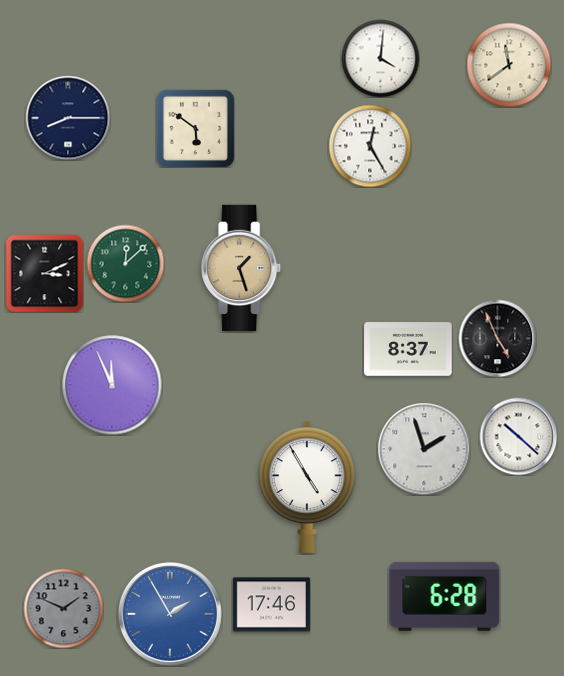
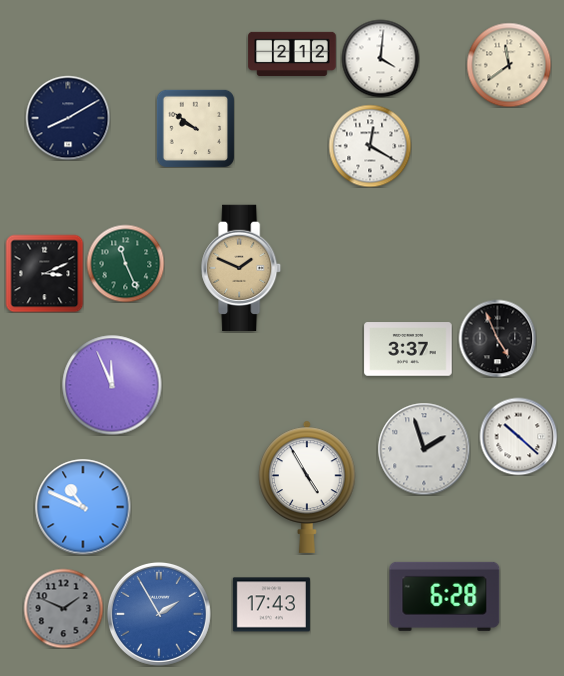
clock at (292, 53): none -> 2:12
clock at (68, 118): 8:15 -> 8:10
clock at (195, 128): 5:51 -> 9:51
clock at (370, 146): 12:25 -> 12:20
clock at (125, 263): 12:08 -> 11:26
clock at (242, 267): 1:27 -> 1:49
clock at (408, 349): 8:37 -> 3:37
clock at (83, 507): none -> 10:49
clock at (271, 605): 17:46 -> 17:43
clock at (170, 614) position: (170, 614) -> (159, 614)
